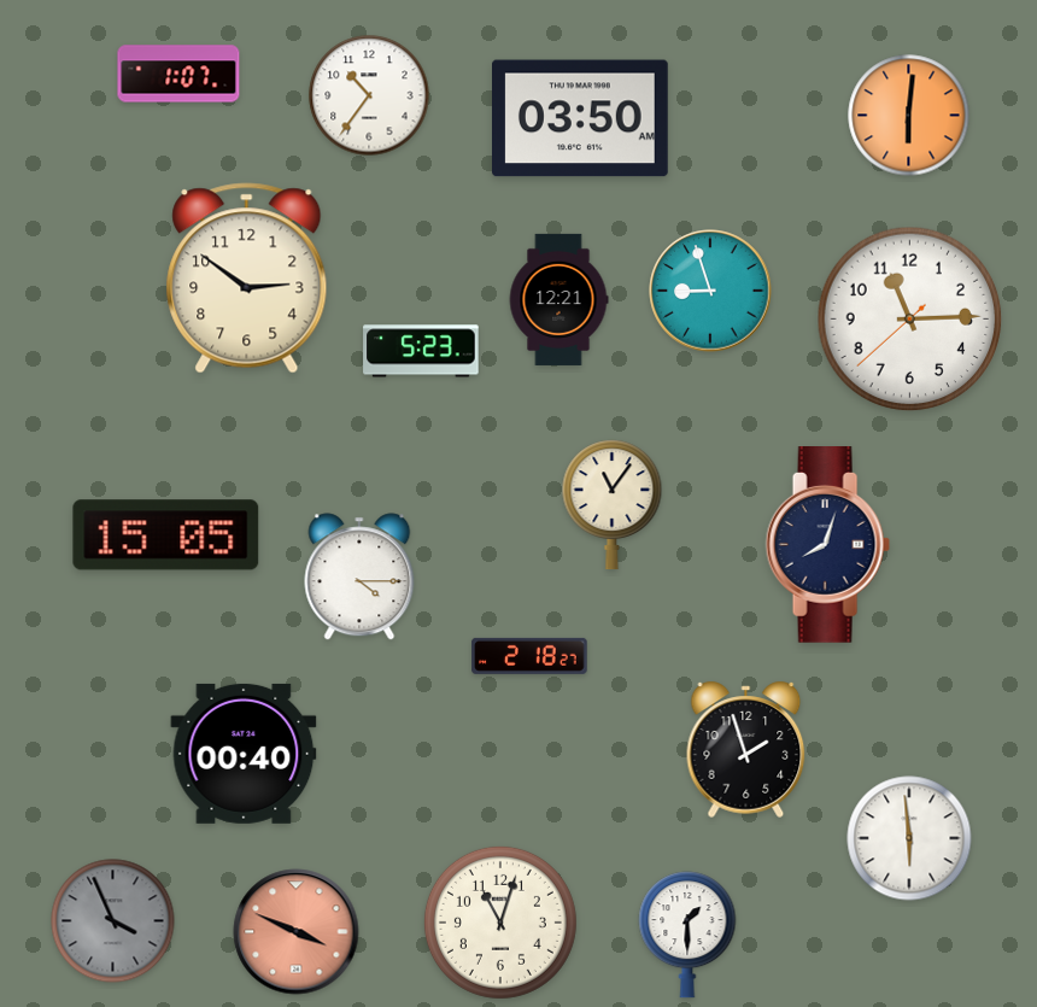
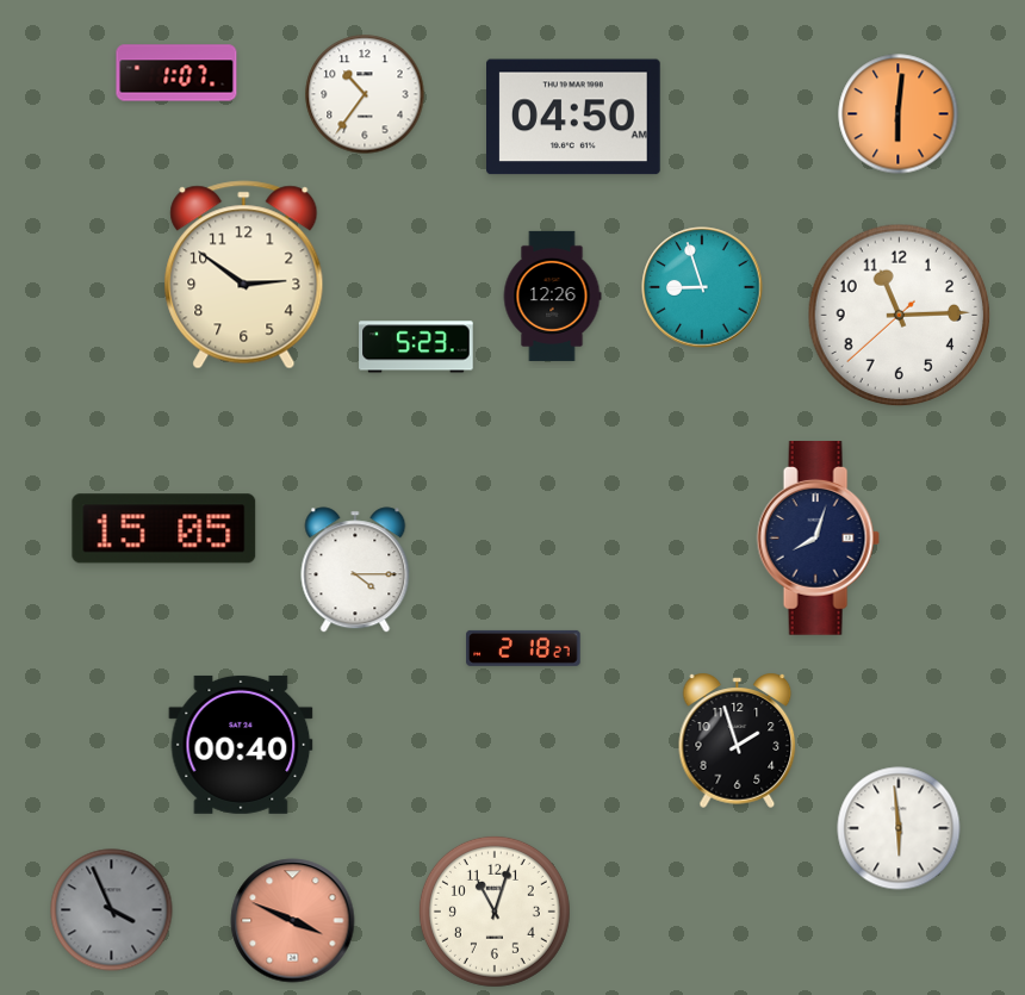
clock at (581, 118): 03:50 -> 04:50
clock at (558, 299): 12:21 -> 12:26
clock at (613, 505): 11:06 -> none
clock at (687, 935): 1:30 -> none
